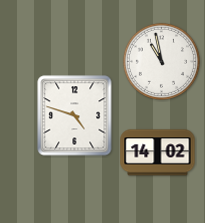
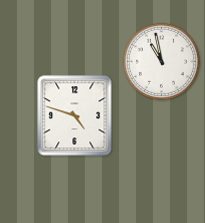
clock at (158, 153): 14:02 -> none
